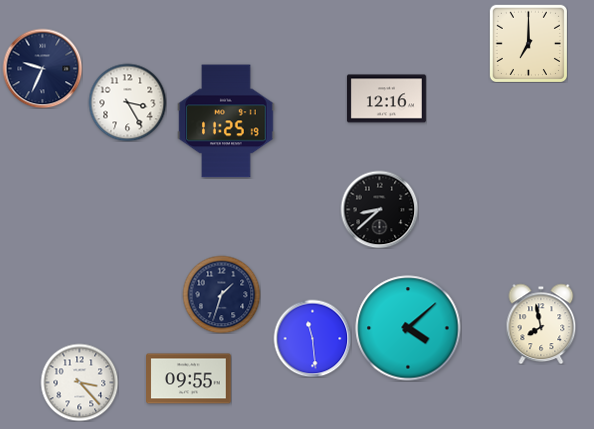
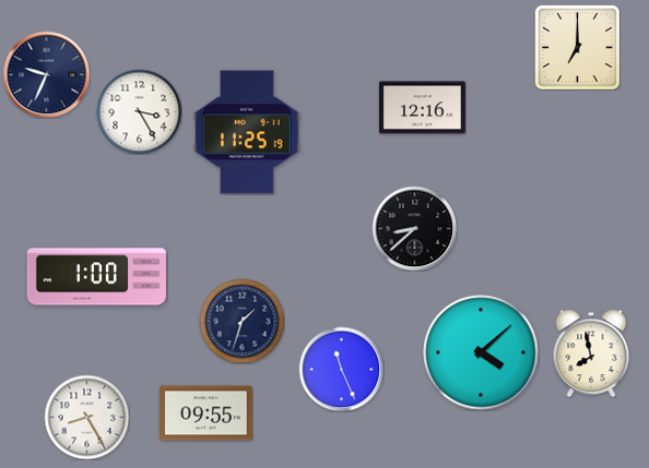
clock at (96, 277): none -> 1:00
clock at (408, 328) position: (408, 328) -> (481, 352)
clock at (312, 338): 11:29 -> 11:26
clock at (79, 382): 3:23 -> 8:25
